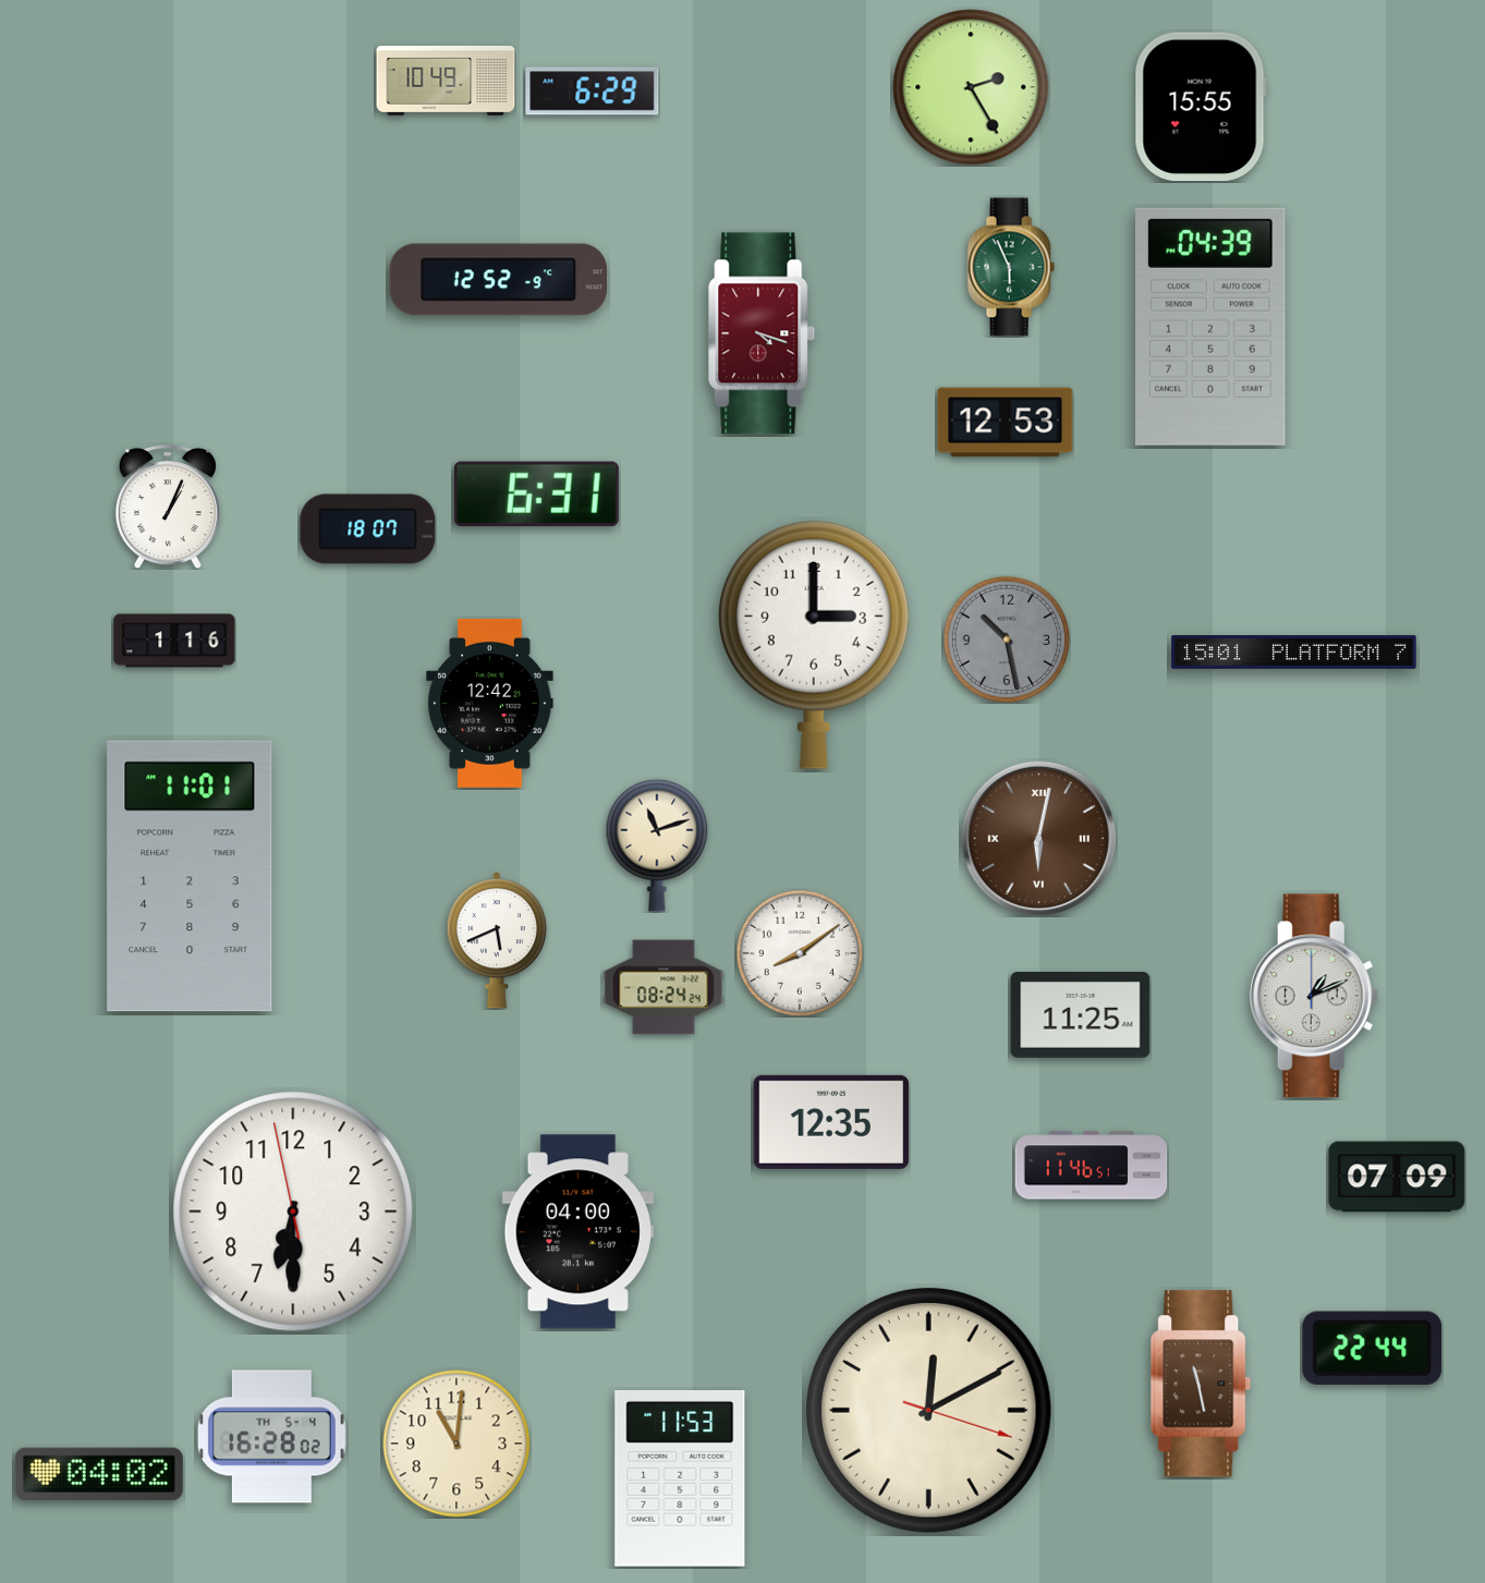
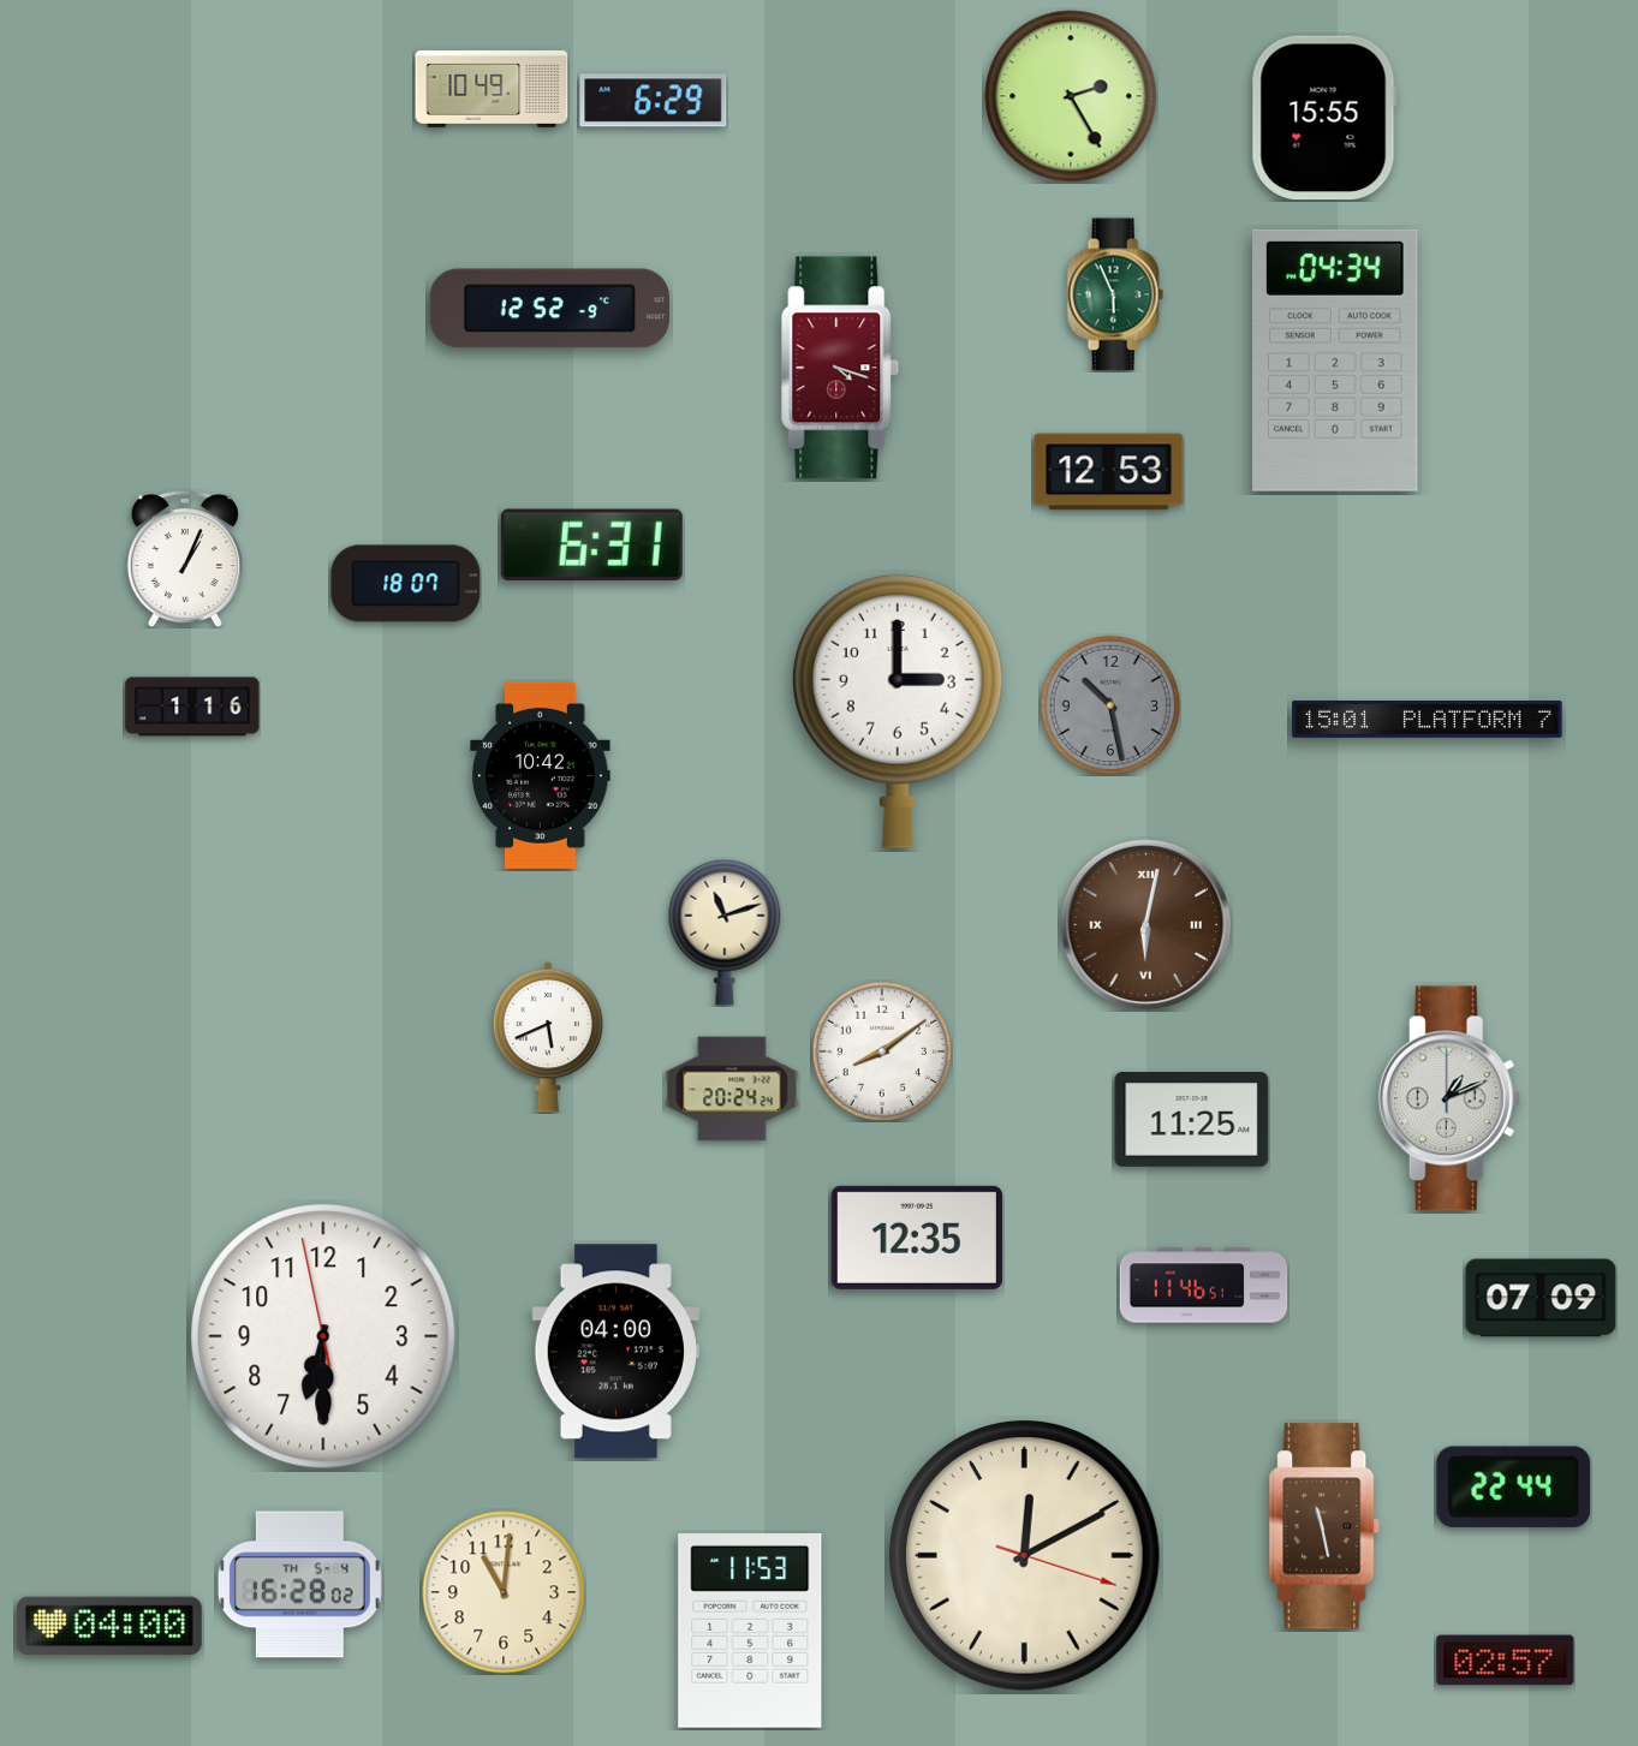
clock at (1212, 327): 04:39 -> 04:34
clock at (1006, 423) position: (1006, 423) -> (1109, 472)
clock at (490, 703): 12:42 -> 10:42
clock at (190, 876): 11:01 -> none
clock at (664, 987): 08:24 -> 20:24
clock at (577, 1232) position: (577, 1232) -> (615, 1352)
clock at (99, 1474): 04:02 -> 04:00
clock at (1506, 1661): none -> 02:57
